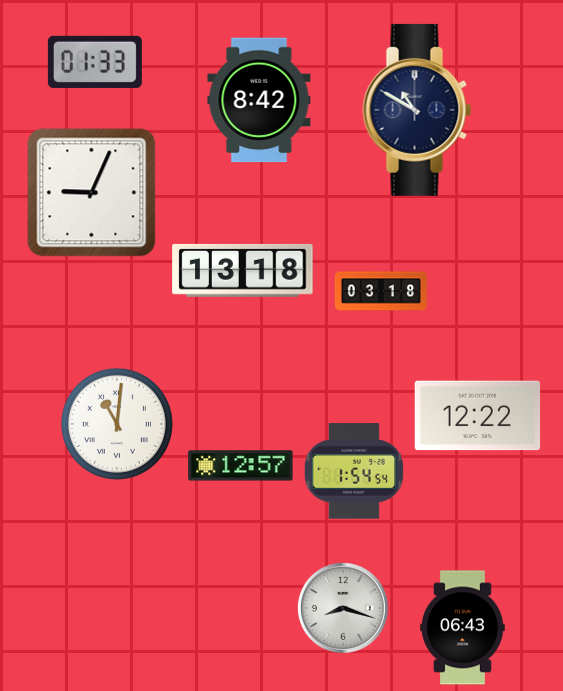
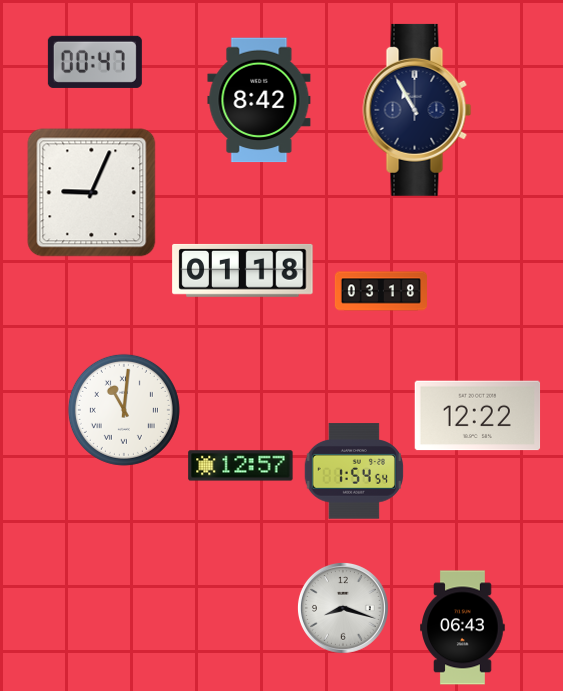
clock at (95, 62): 01:33 -> 00:47
clock at (417, 110): 10:50 -> 10:55
clock at (243, 270): 13:18 -> 01:18
clock at (117, 424) position: (117, 424) -> (124, 410)
